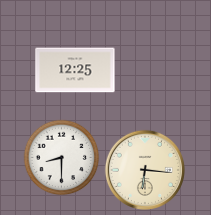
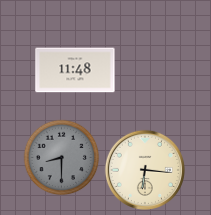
clock at (75, 70): 12:25 -> 11:48
clock at (62, 158) dial: white -> grey
